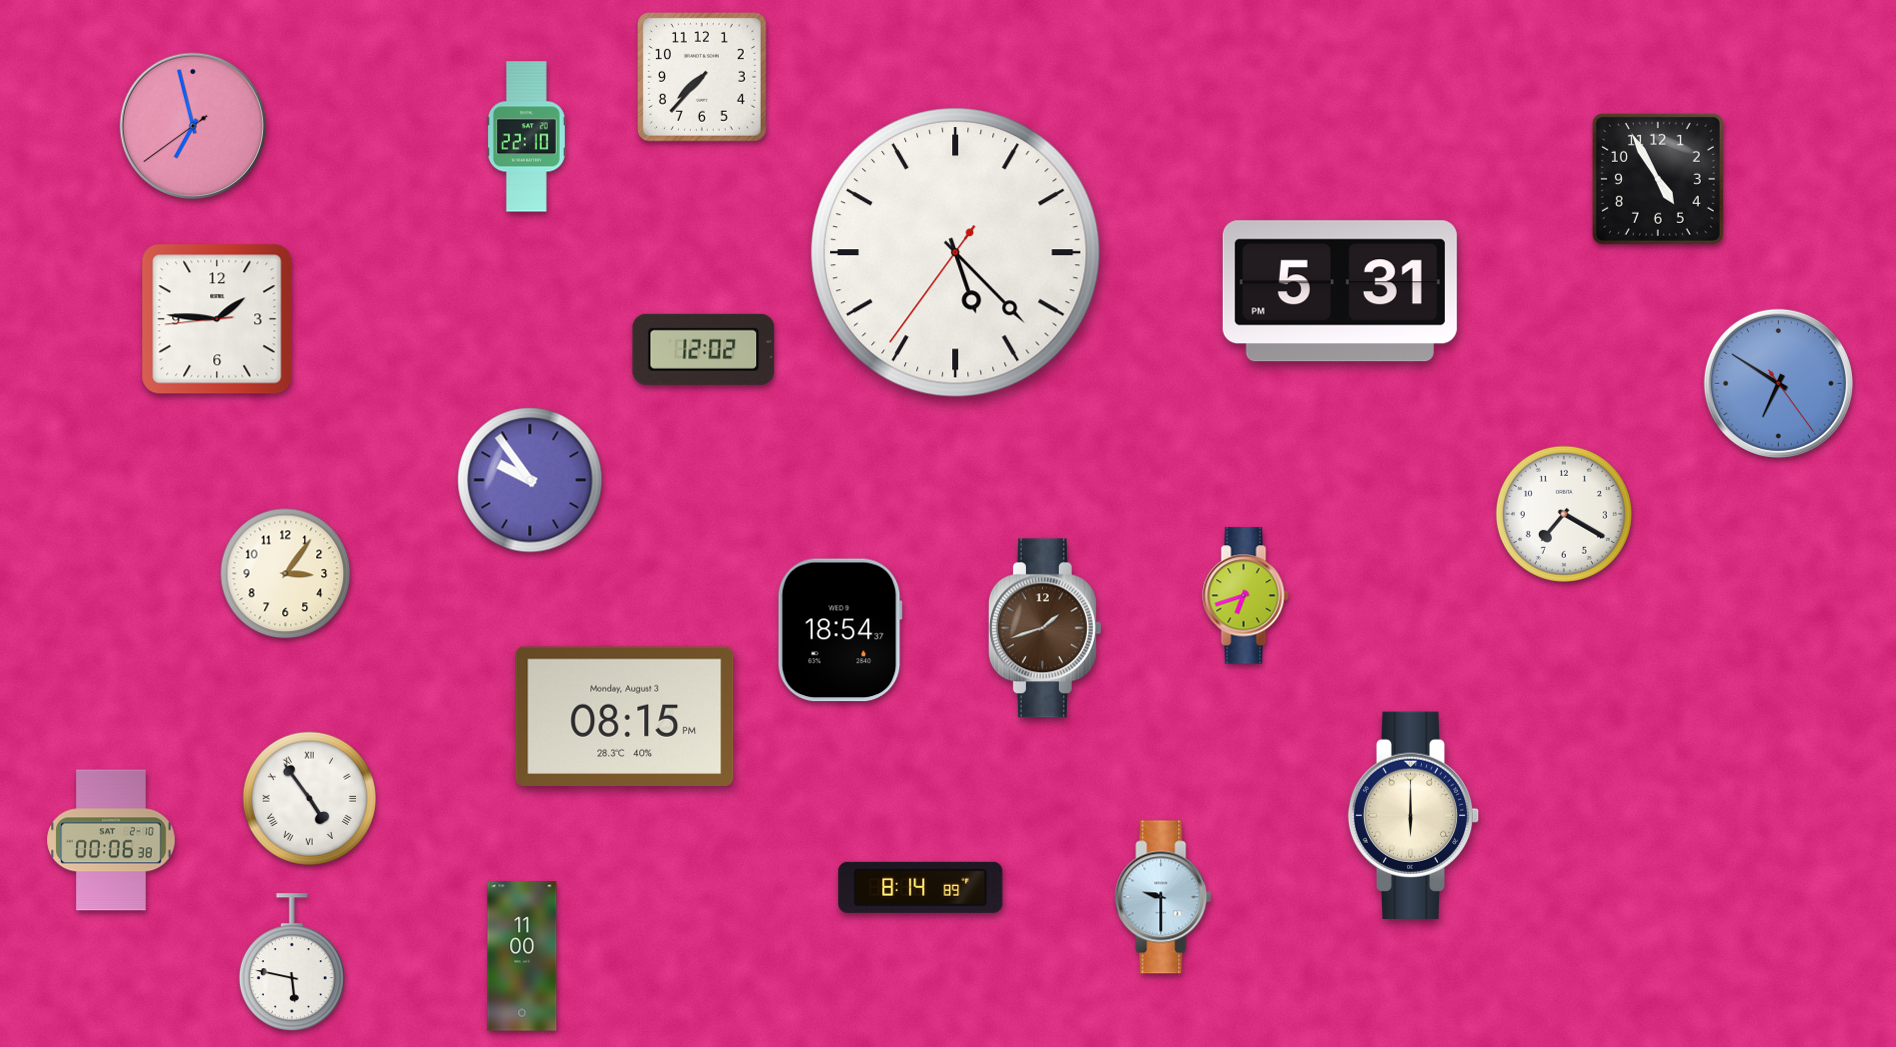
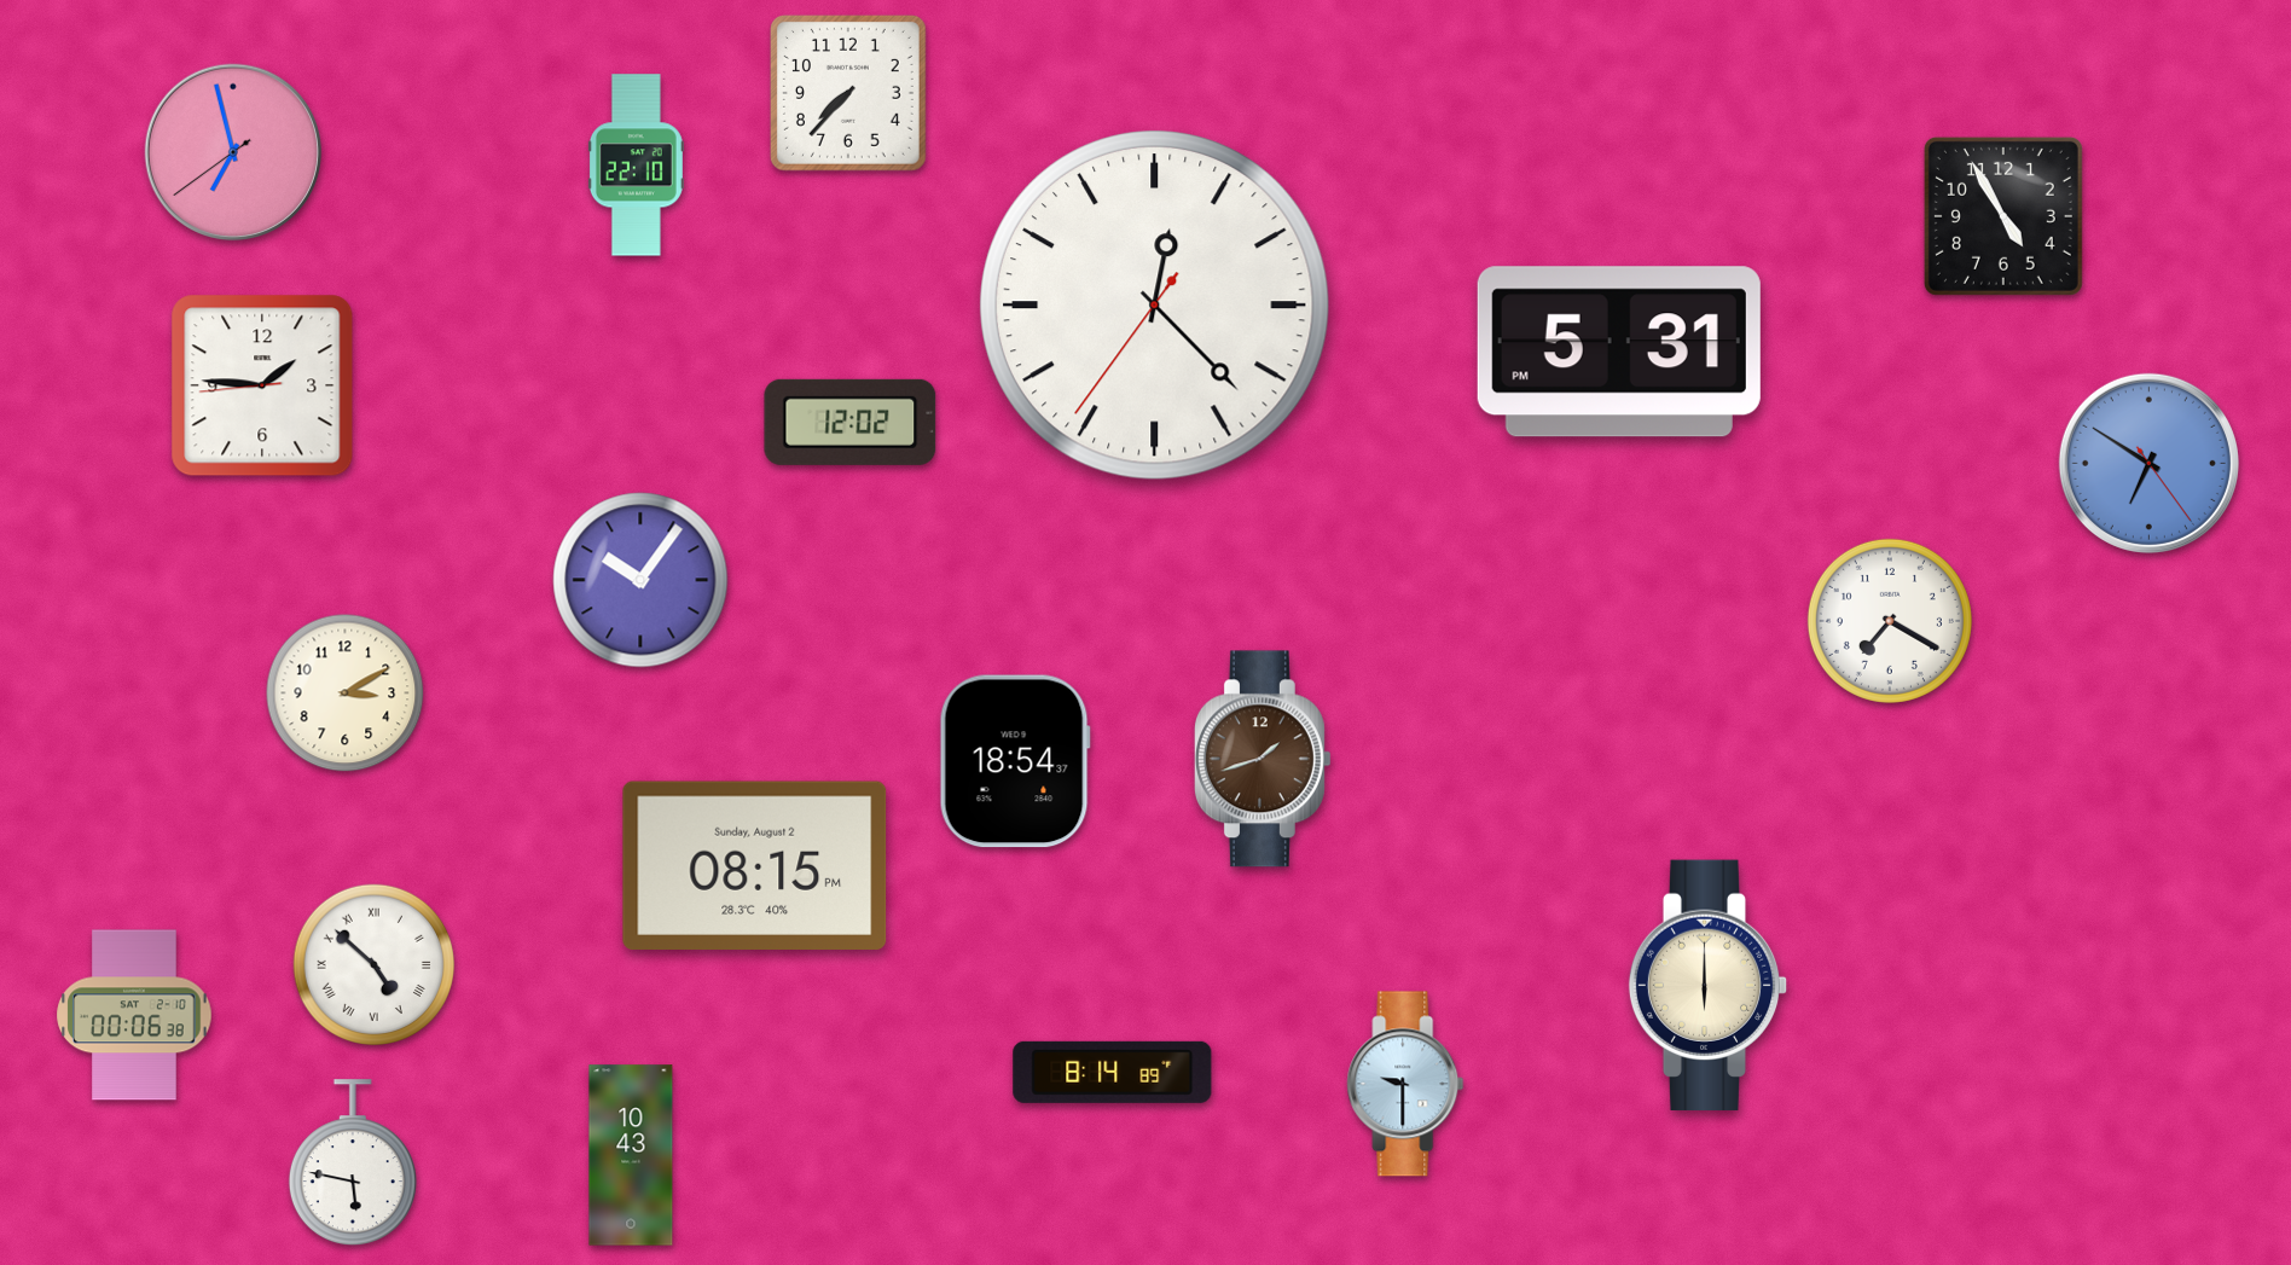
clock at (955, 252): 5:22 -> 12:22
clock at (530, 480): 9:54 -> 10:06
clock at (286, 574): 3:06 -> 3:10
clock at (1246, 596): 6:42 -> none
clock at (625, 716) date: Monday, August 3 -> Sunday, August 2
clock at (310, 798): 4:54 -> 4:52
clock at (522, 956): 11:00 -> 10:43
